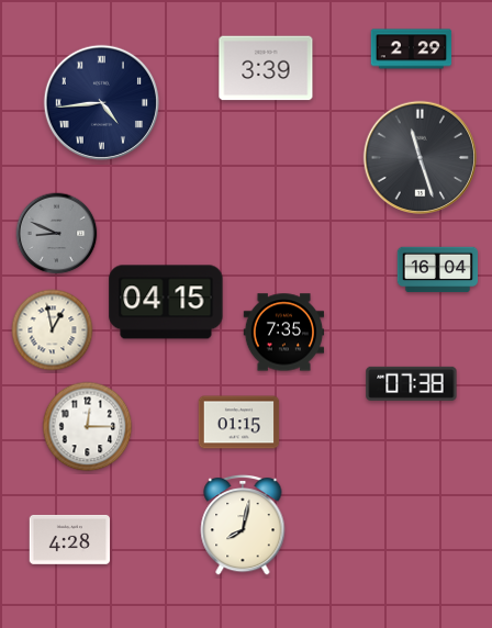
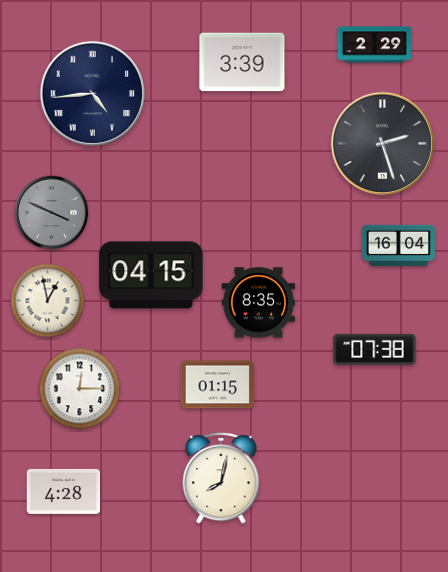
clock at (420, 157): 11:27 -> 2:27
clock at (57, 234): 8:49 -> 3:49
clock at (284, 333): 7:35 -> 8:35
